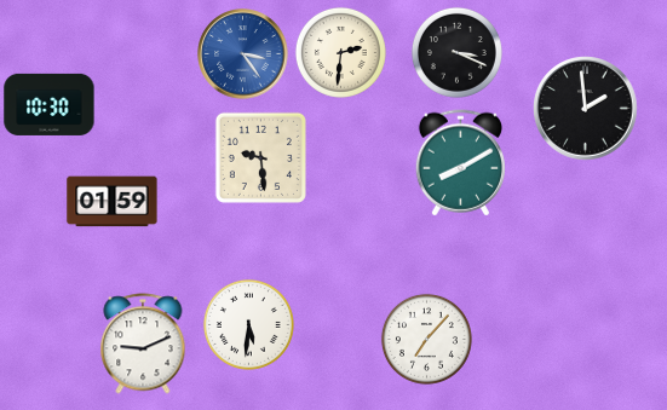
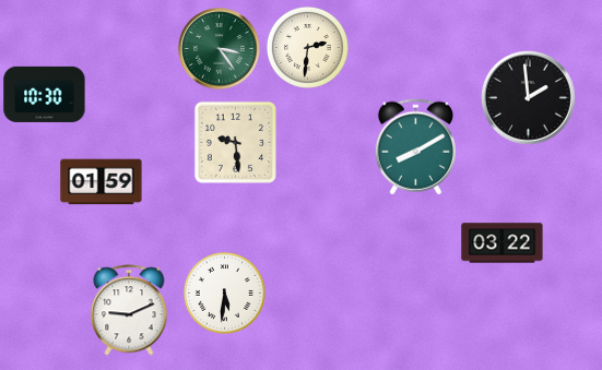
clock at (456, 52): 3:19 -> none
clock at (243, 54) dial: blue -> green
clock at (503, 243): none -> 03:22
clock at (426, 339): 7:07 -> none
